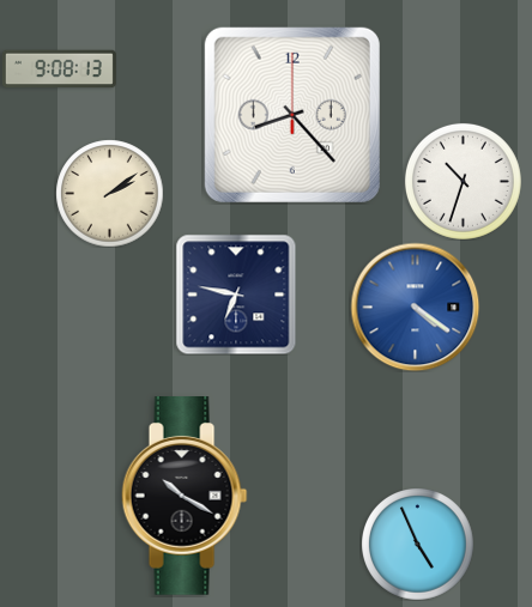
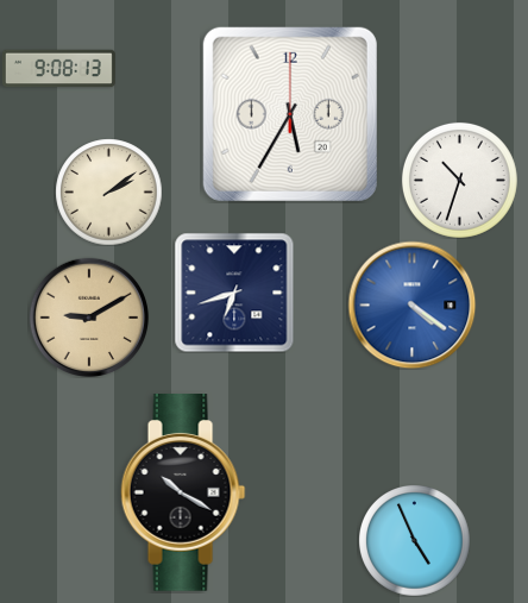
clock at (292, 115): 8:23 -> 5:35
clock at (236, 295): 6:47 -> 6:42
clock at (88, 316): none -> 9:10
